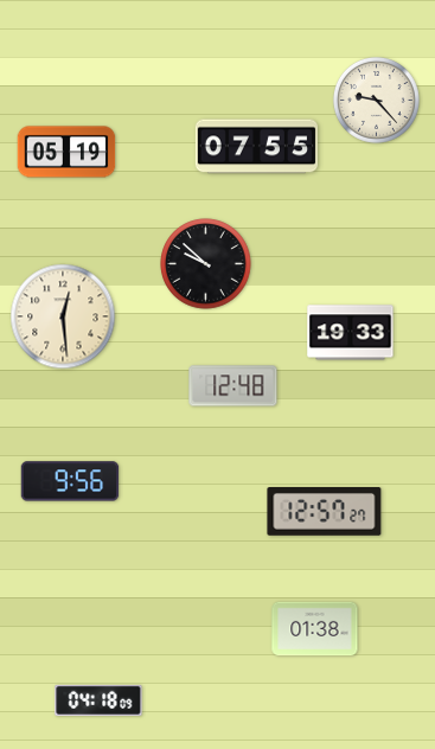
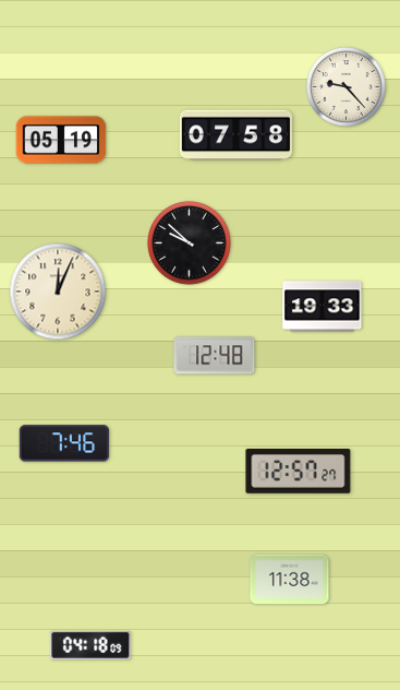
clock at (377, 101) position: (377, 101) -> (347, 87)
clock at (256, 147): 07:55 -> 07:58
clock at (63, 316): 12:29 -> 12:04
clock at (70, 481): 9:56 -> 7:46
clock at (315, 629): 01:38 -> 11:38
